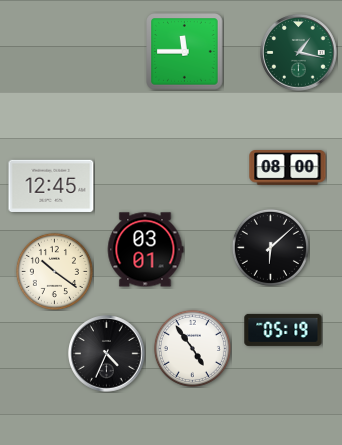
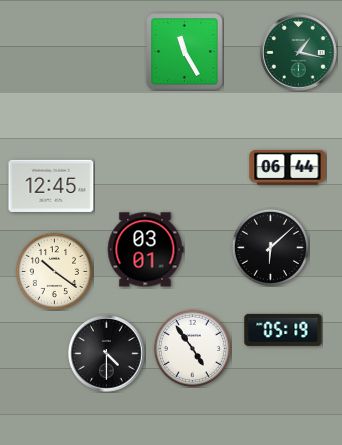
clock at (185, 52): 11:45 -> 11:25
clock at (288, 168): 08:00 -> 06:44
clock at (107, 354): 4:34 -> 4:30
